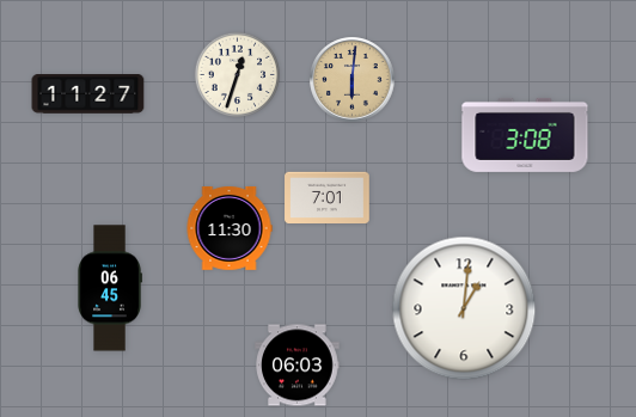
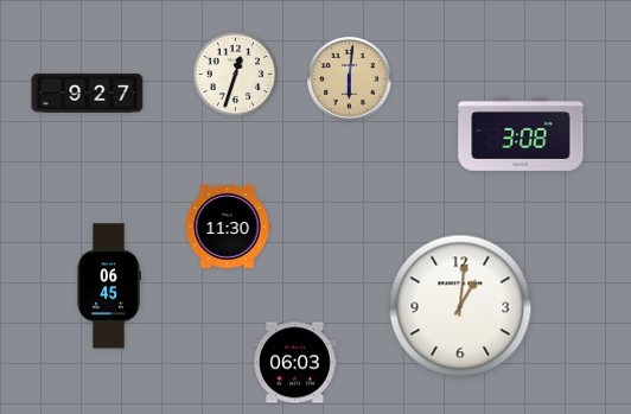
clock at (88, 94): 11:27 -> 9:27
clock at (328, 198): 7:01 -> none
